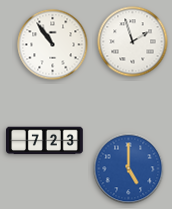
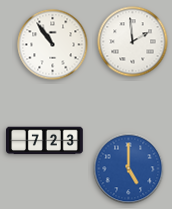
clock at (133, 42): 1:57 -> 1:59
